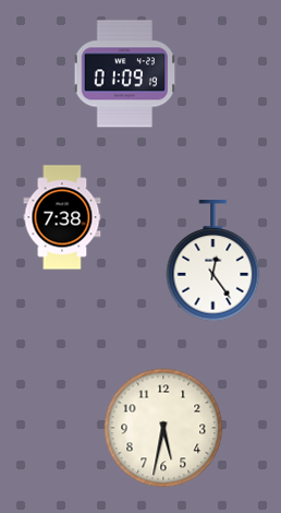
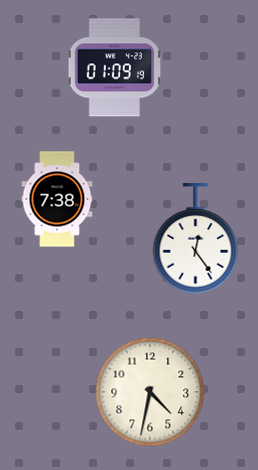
clock at (163, 428): 5:32 -> 4:32
